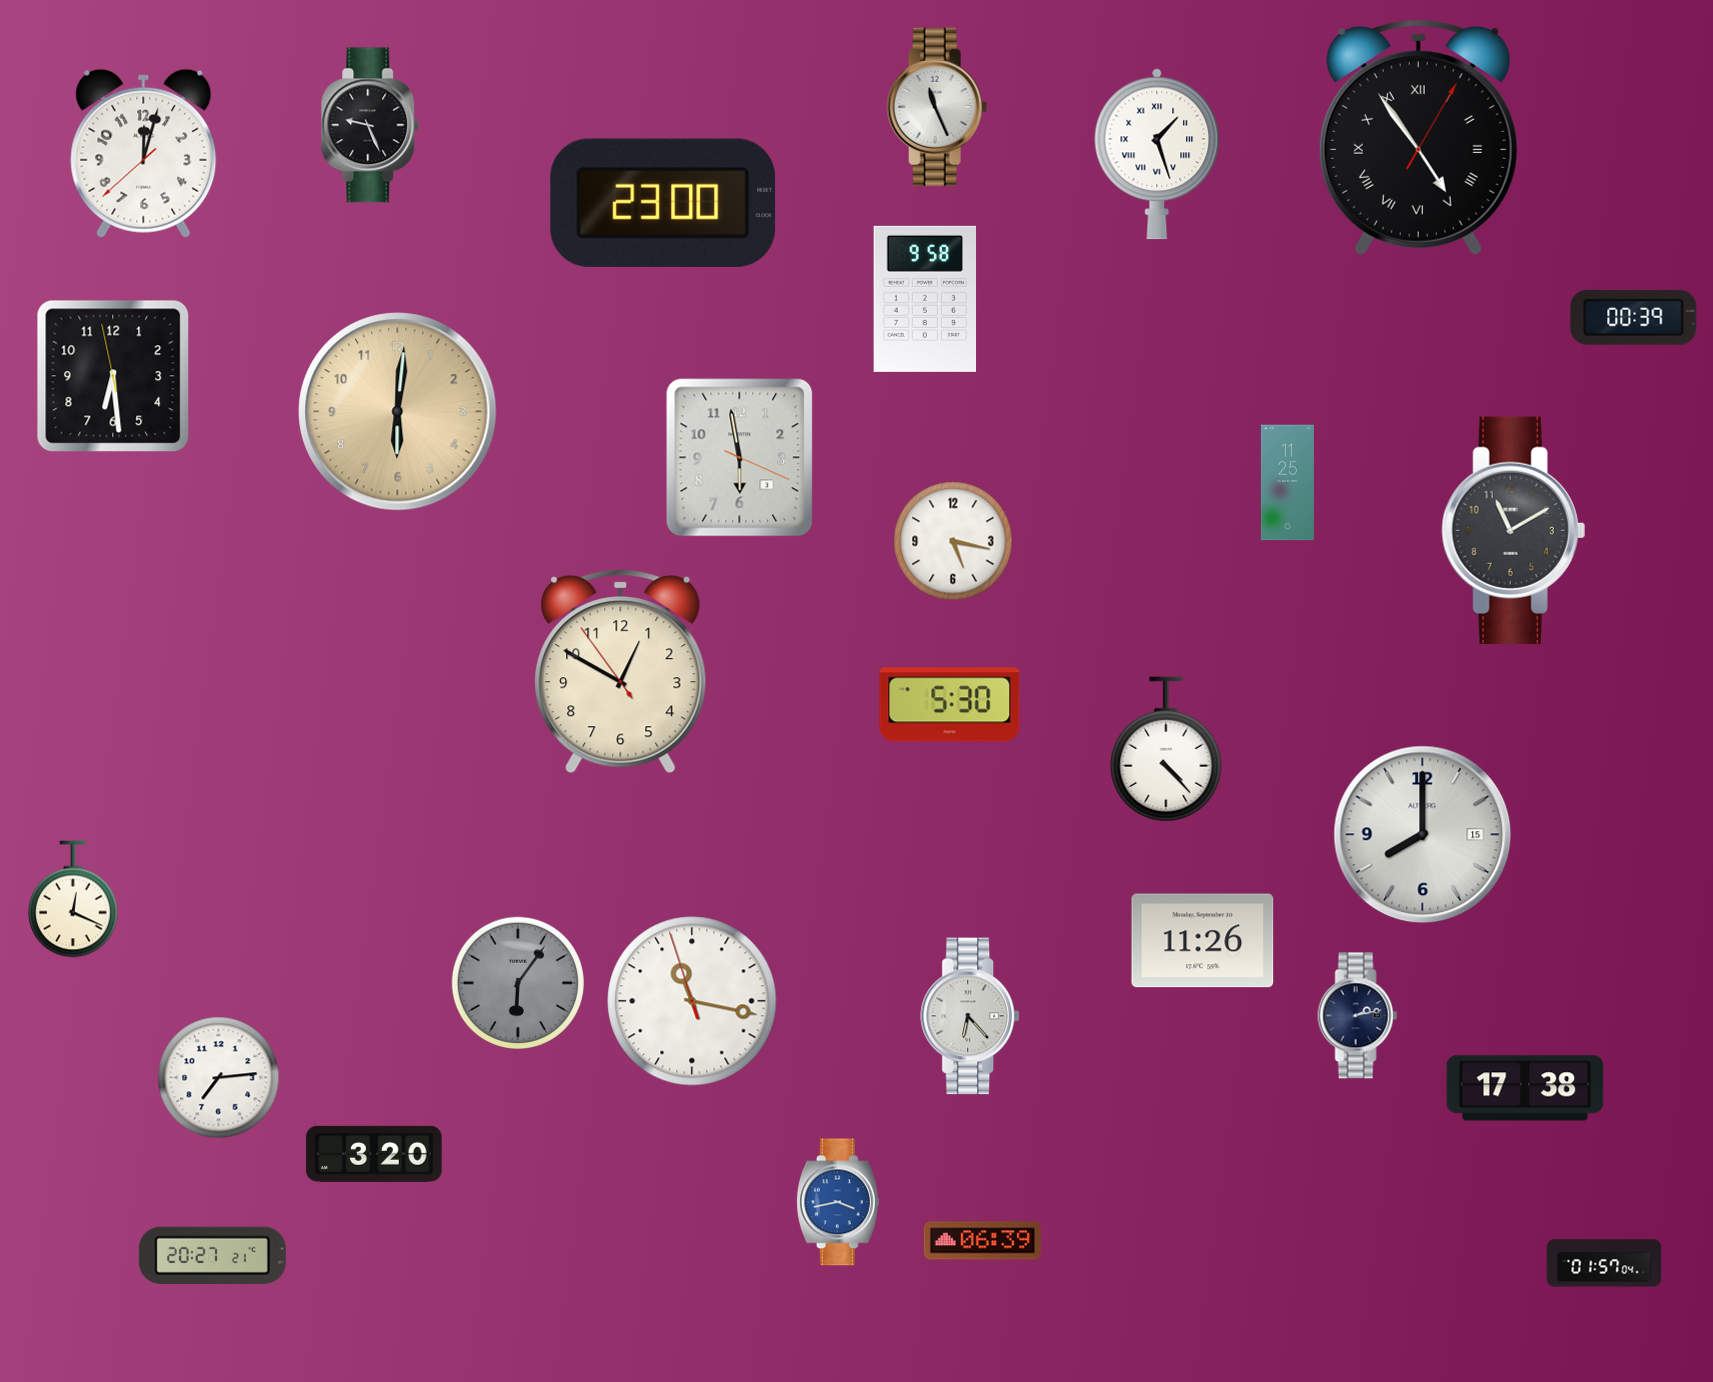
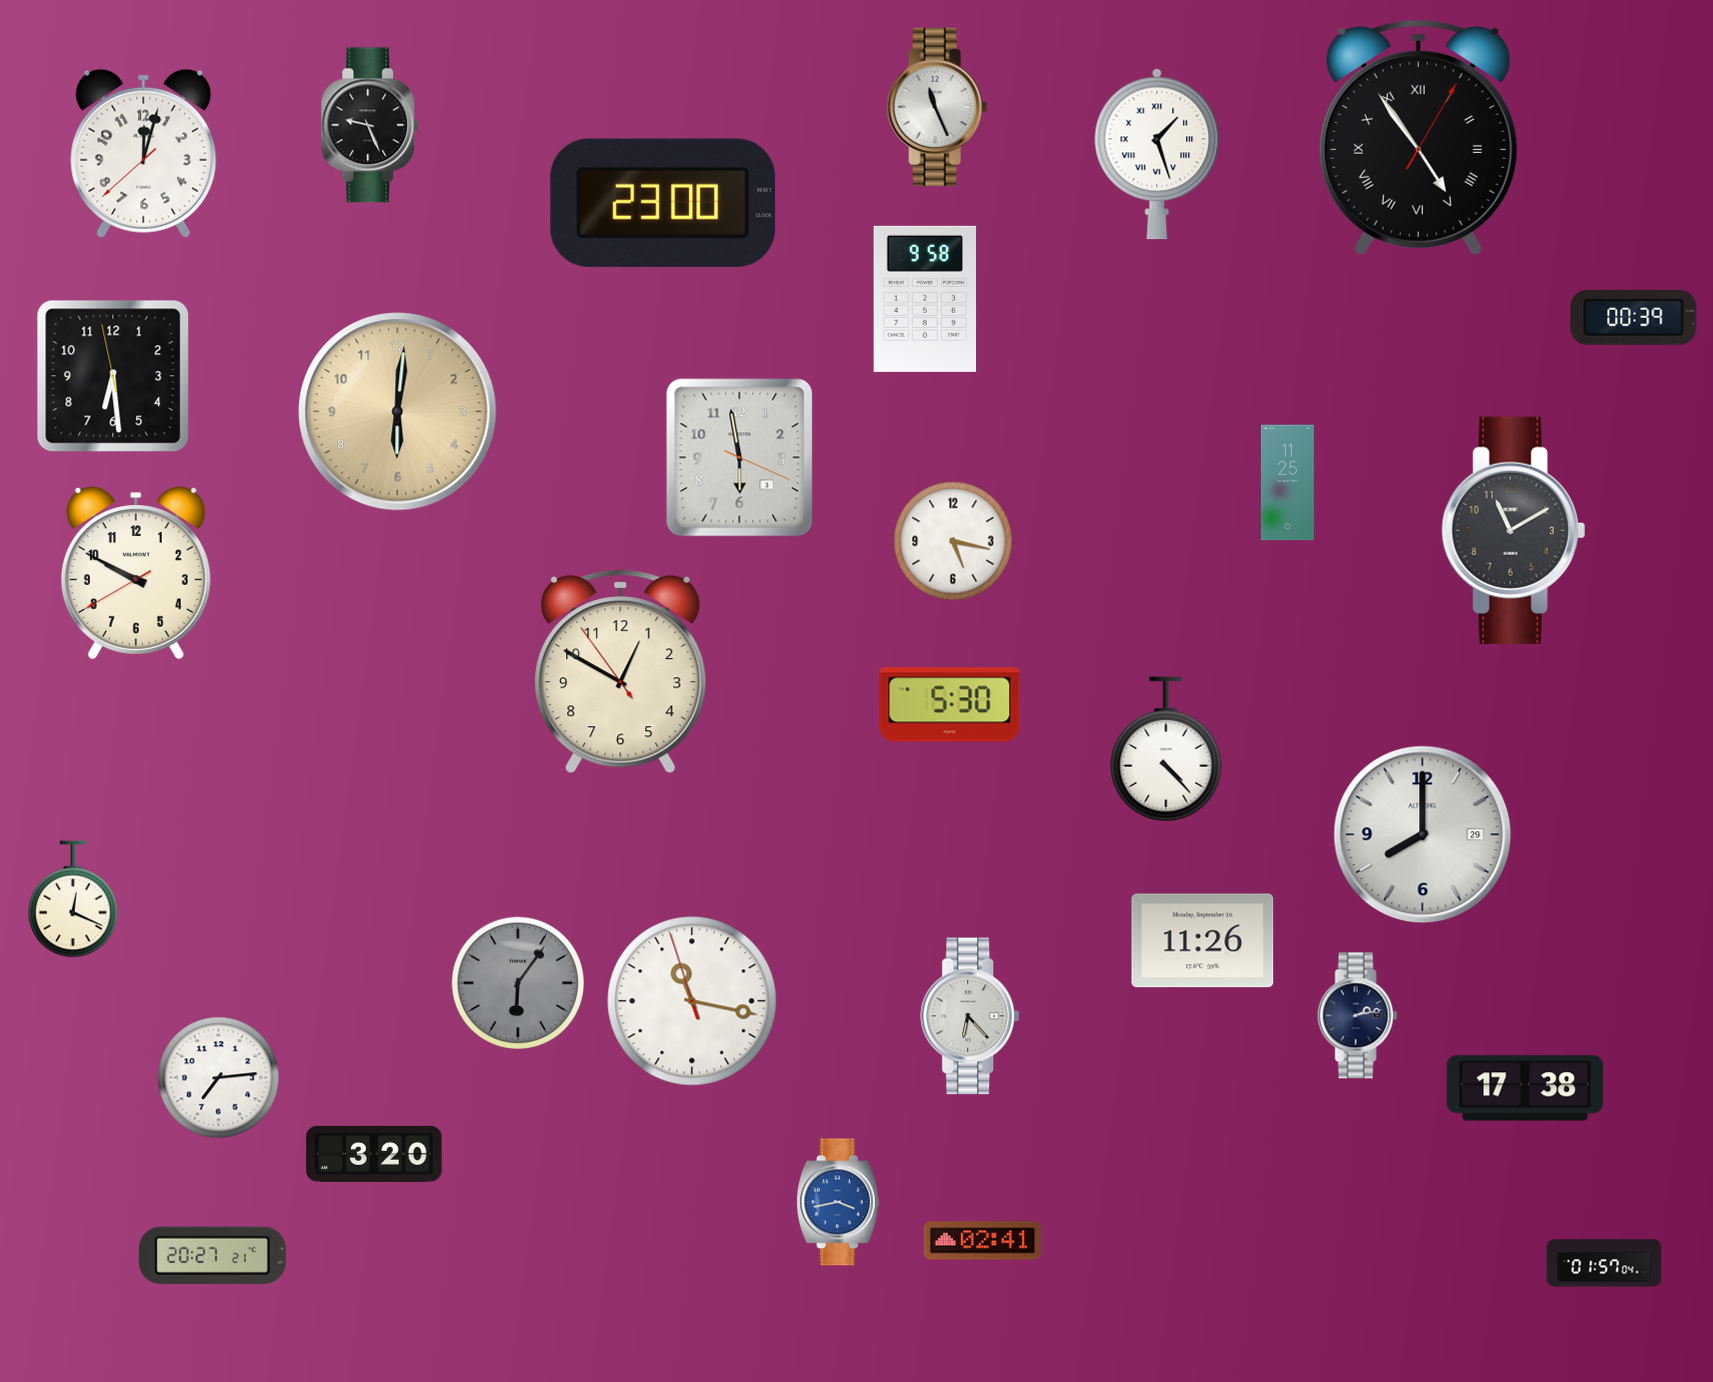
clock at (136, 573): none -> 9:49
clock at (1423, 835) date: 15 -> 29
clock at (982, 1241): 06:39 -> 02:41
